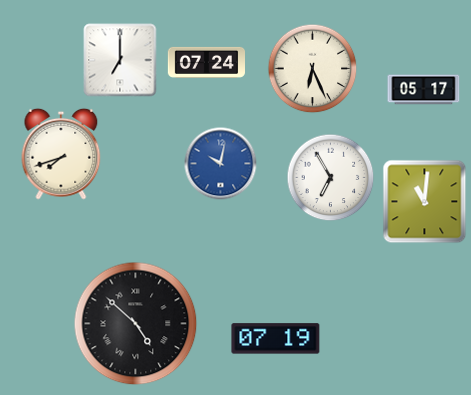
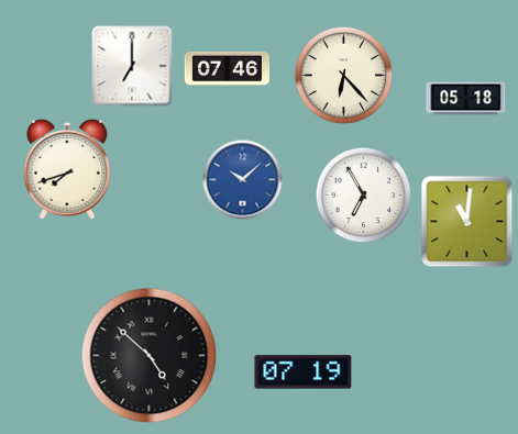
clock at (206, 62): 07:24 -> 07:46
clock at (313, 69): 6:26 -> 6:23
clock at (424, 90): 05:17 -> 05:18
clock at (221, 164): 10:02 -> 10:08
